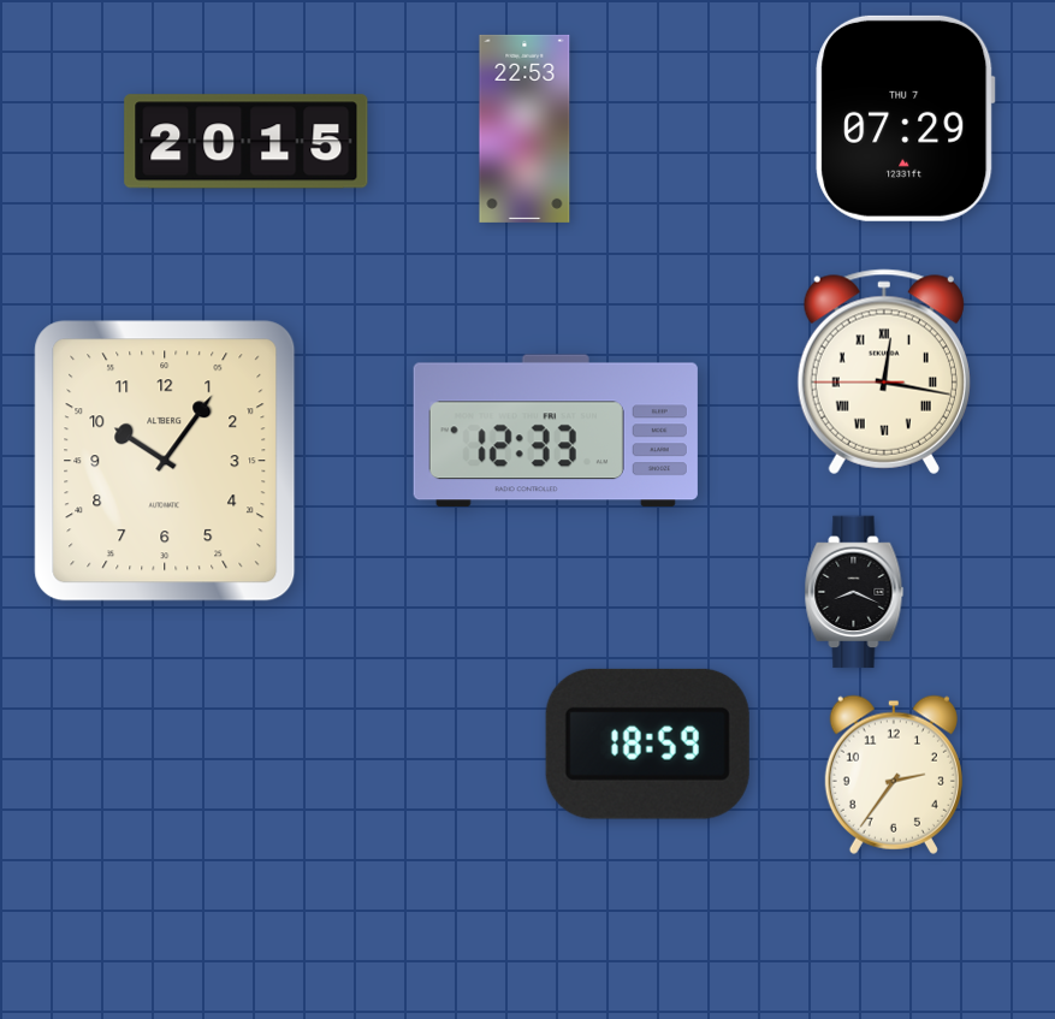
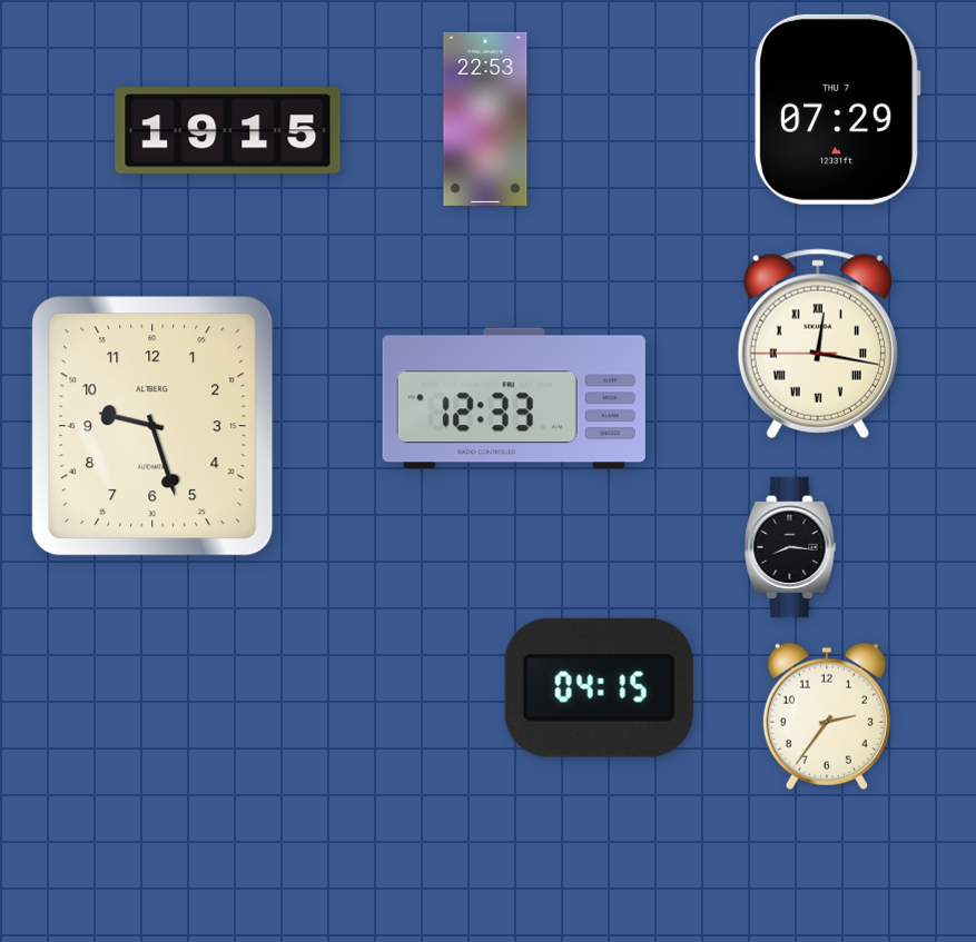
clock at (247, 142): 20:15 -> 19:15
clock at (165, 461): 10:06 -> 9:27
clock at (854, 592): 8:19 -> 8:16
clock at (647, 743): 18:59 -> 04:15
